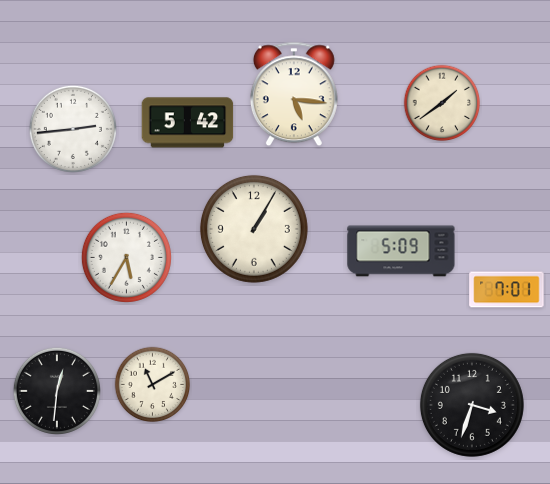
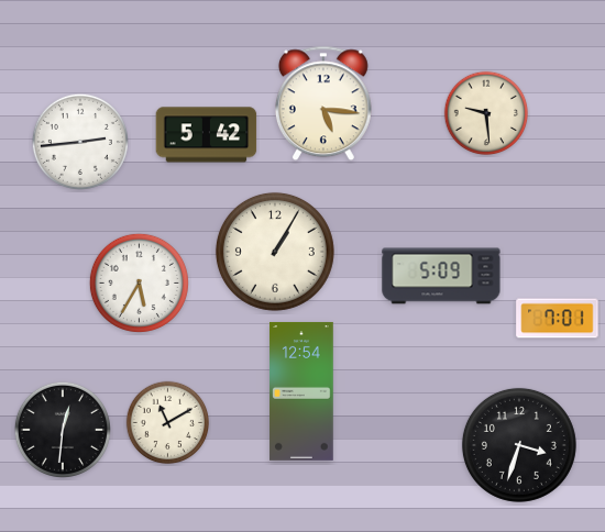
clock at (442, 103): 1:39 -> 9:29
clock at (254, 229) position: (254, 229) -> (275, 252)
clock at (301, 391): none -> 12:54
